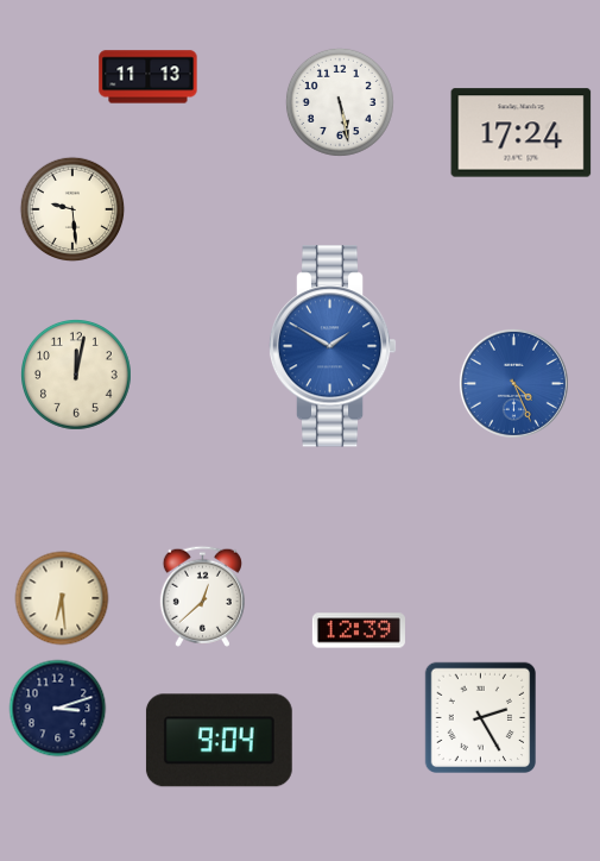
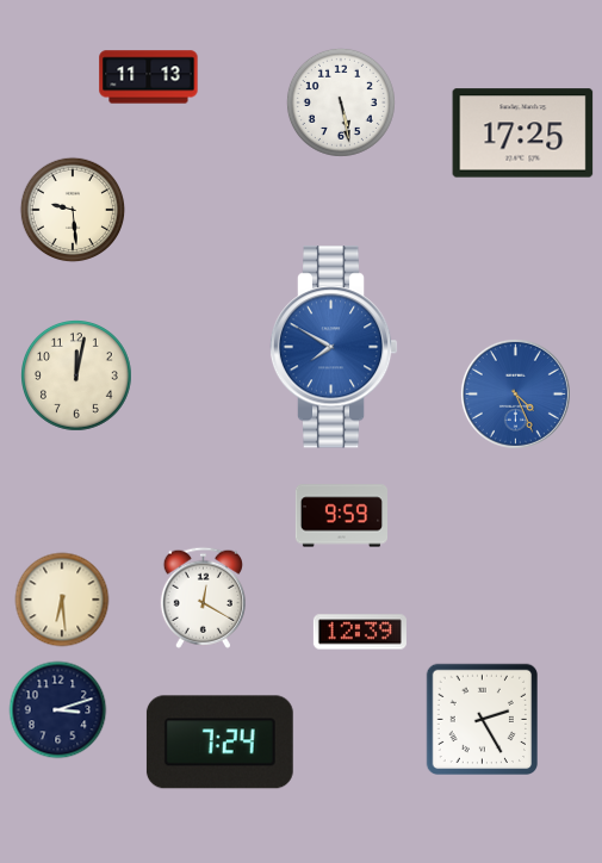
clock at (522, 133): 17:24 -> 17:25
clock at (333, 346): 1:50 -> 7:50
clock at (513, 383) position: (513, 383) -> (515, 393)
clock at (342, 516): none -> 9:59
clock at (202, 596): 12:38 -> 12:20
clock at (219, 741): 9:04 -> 7:24
